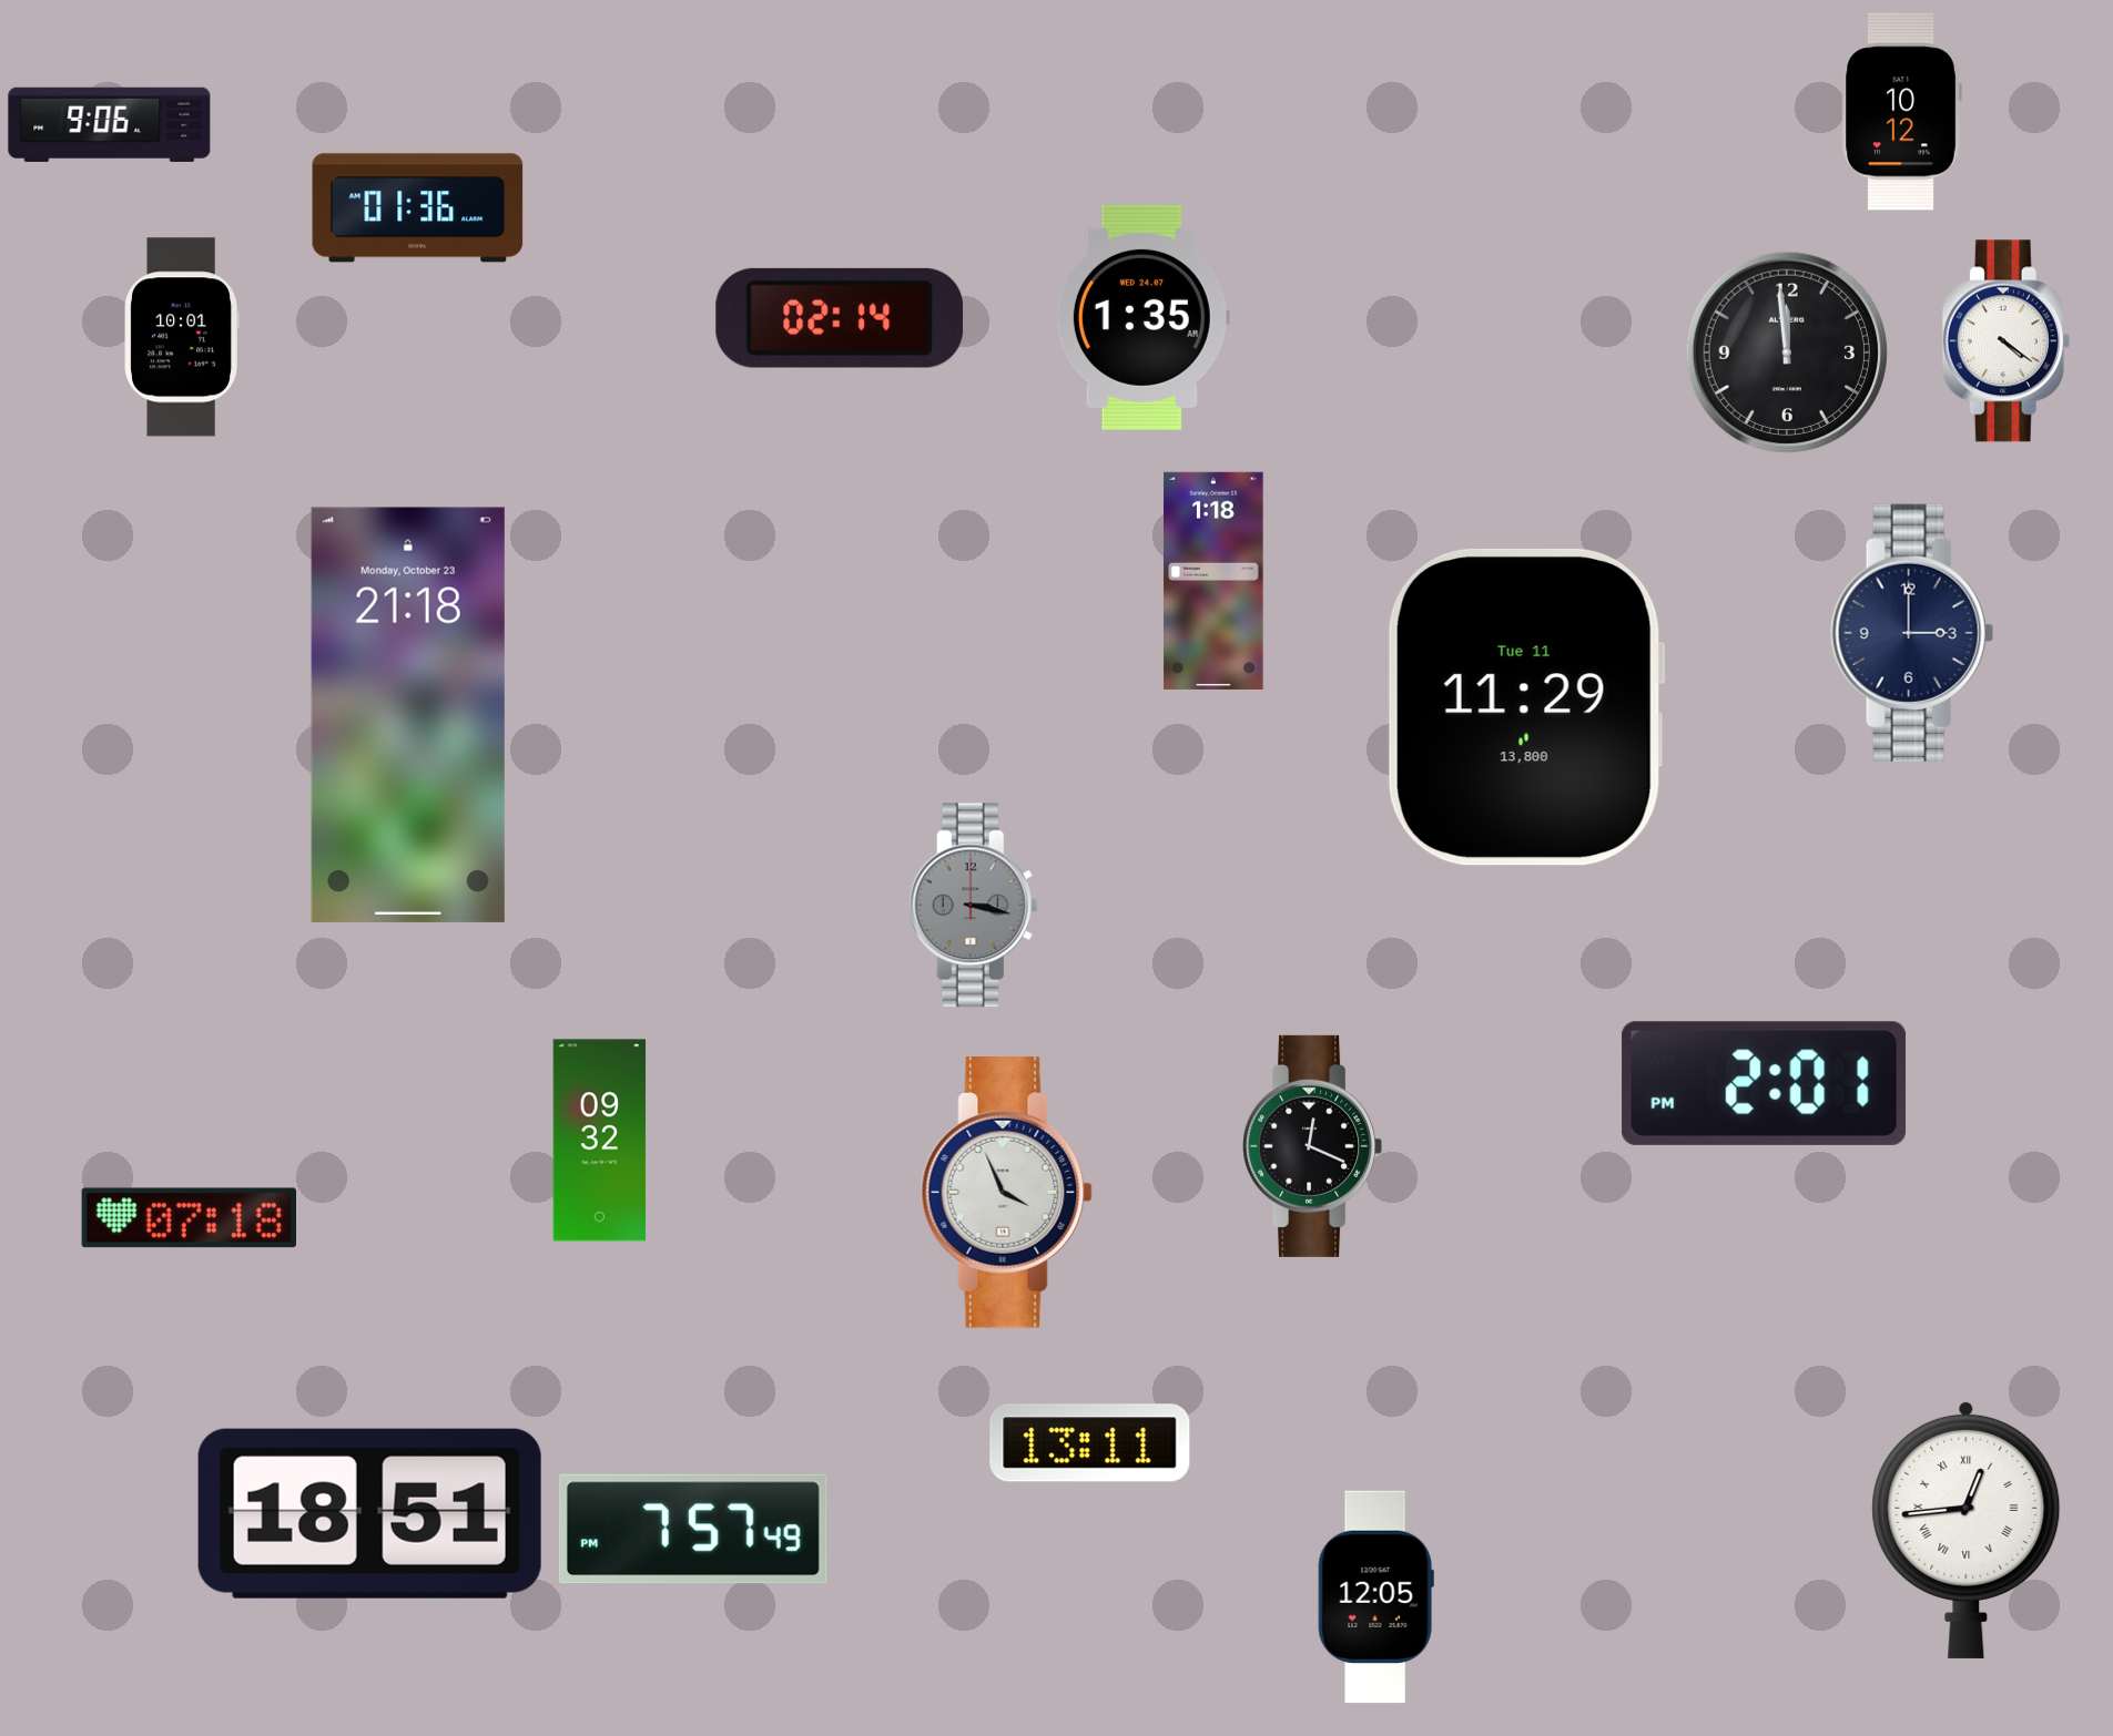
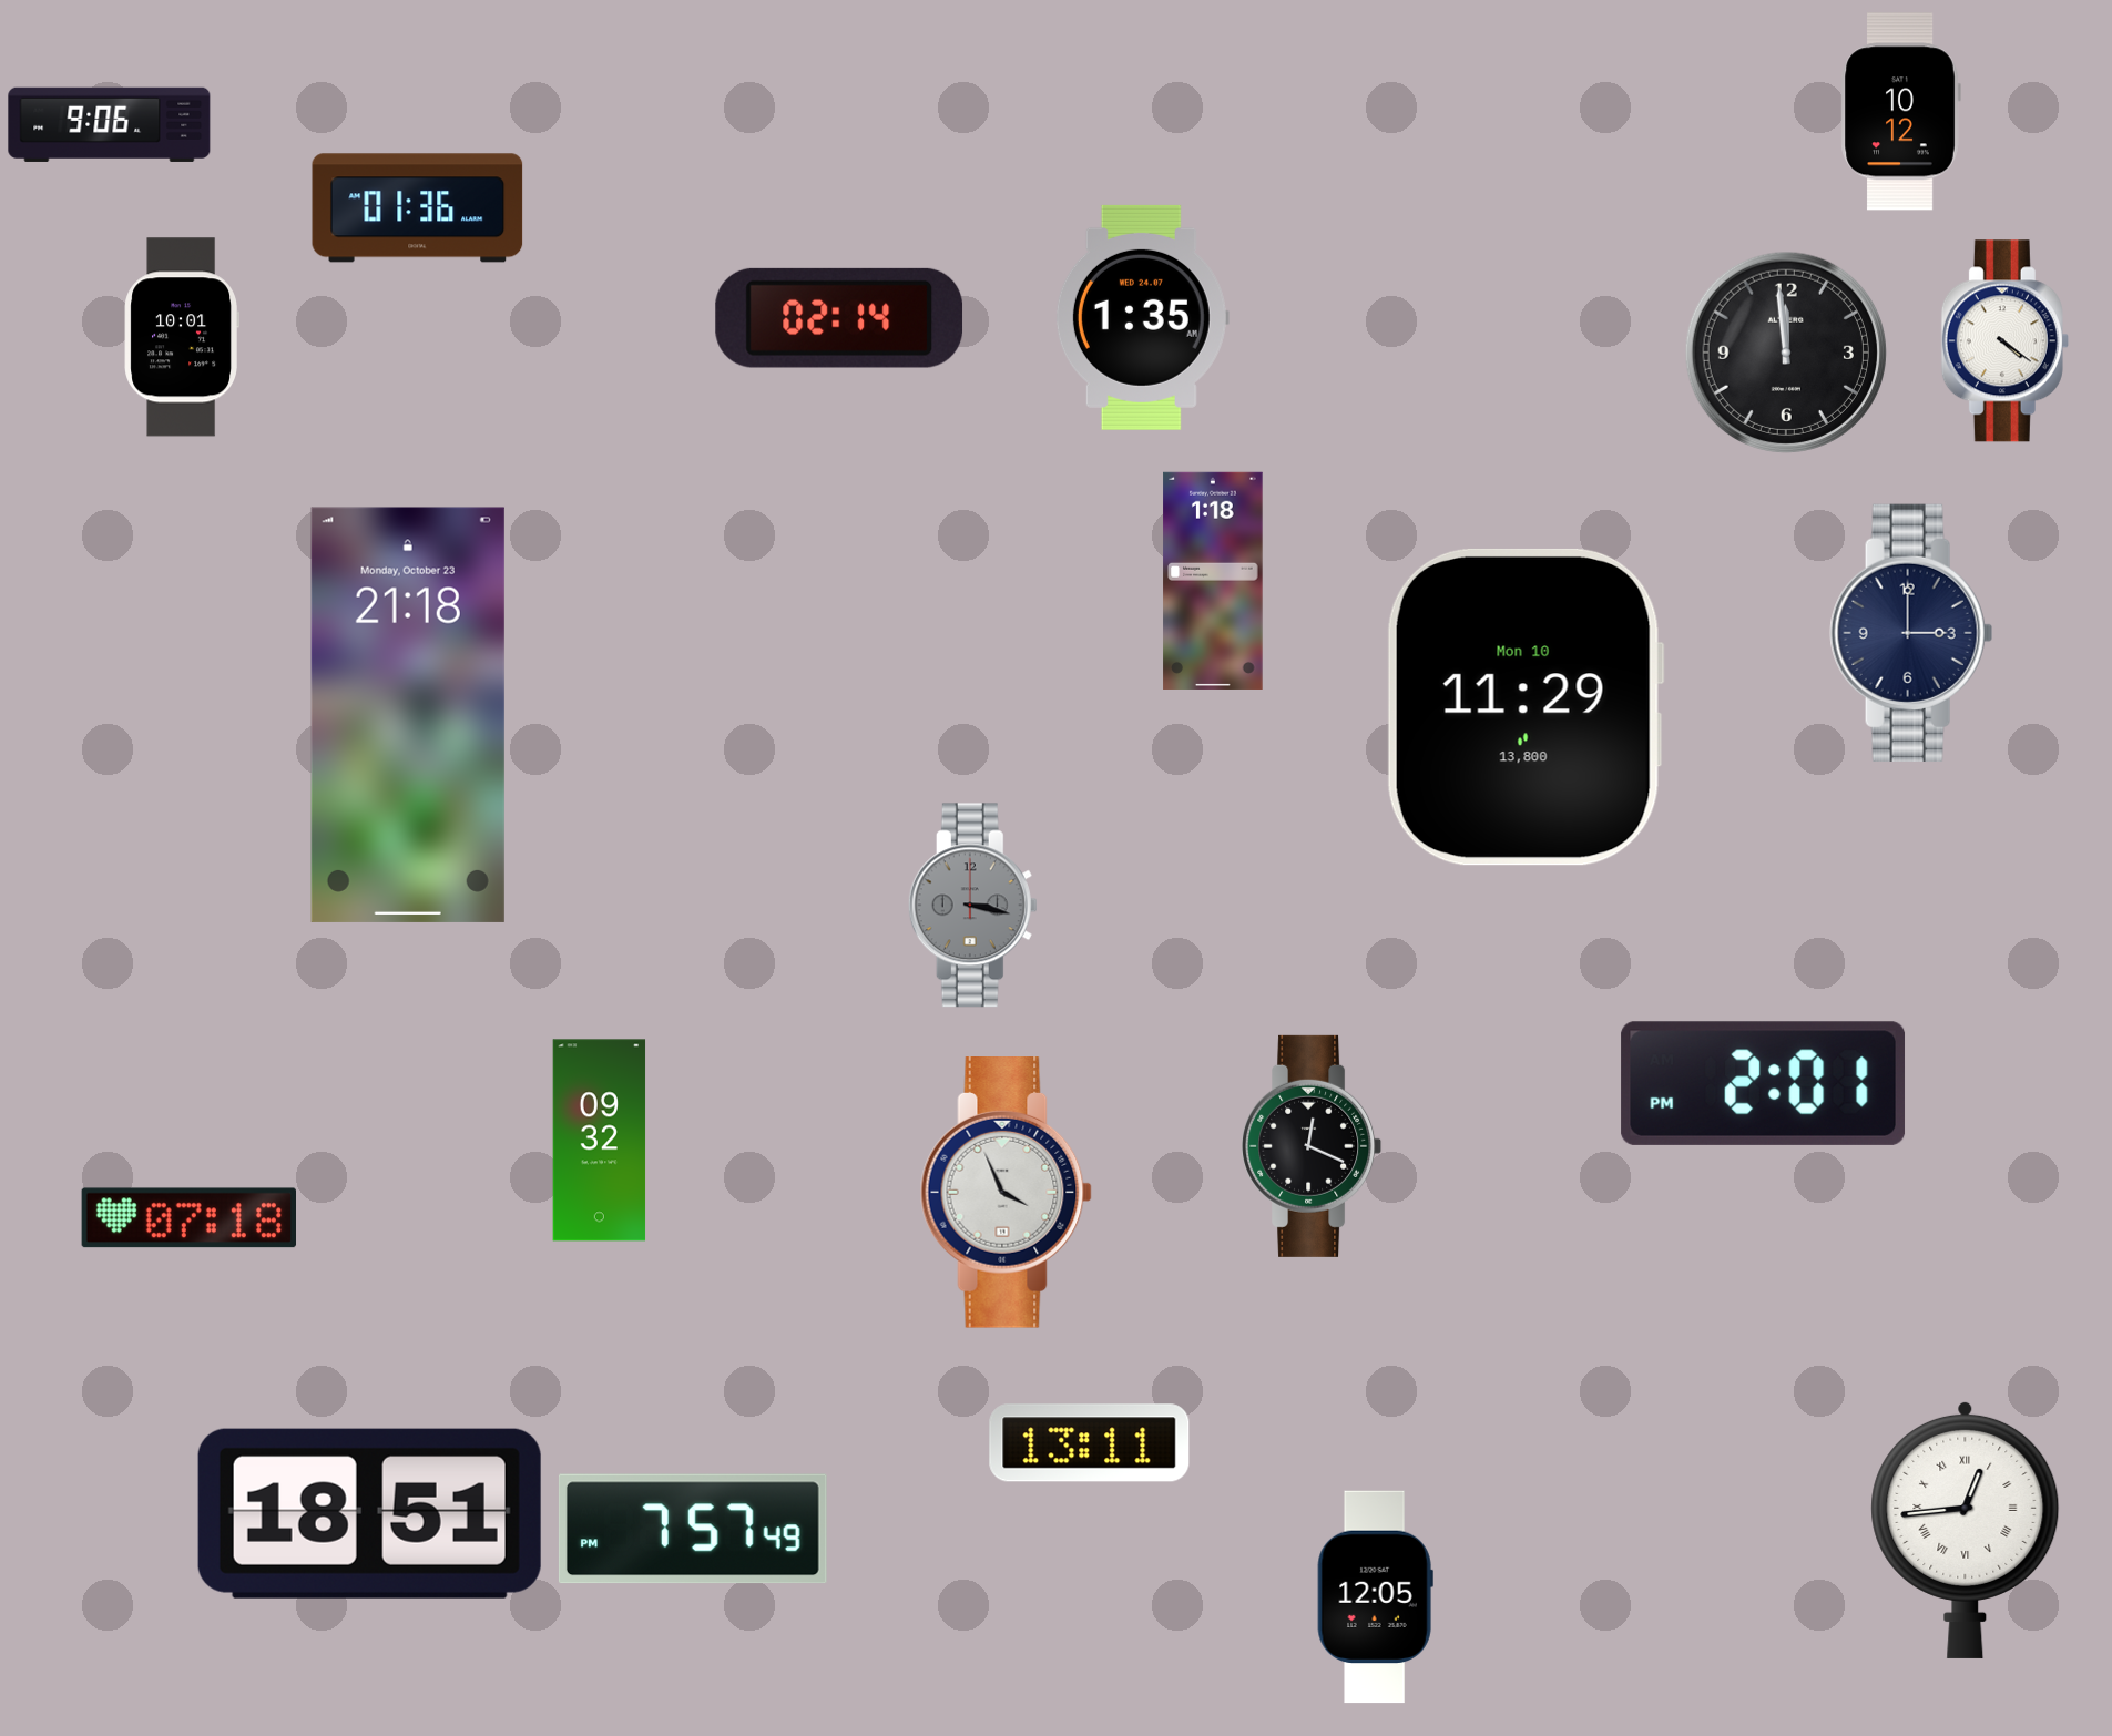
clock at (1526, 707) date: Tue 11 -> Mon 10
